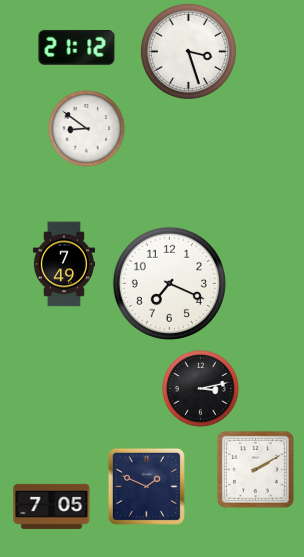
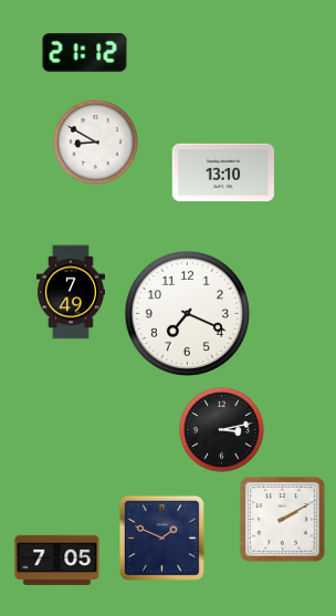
clock at (188, 51): 3:27 -> none
clock at (87, 129): 8:51 -> 8:50
clock at (222, 173): none -> 13:10
